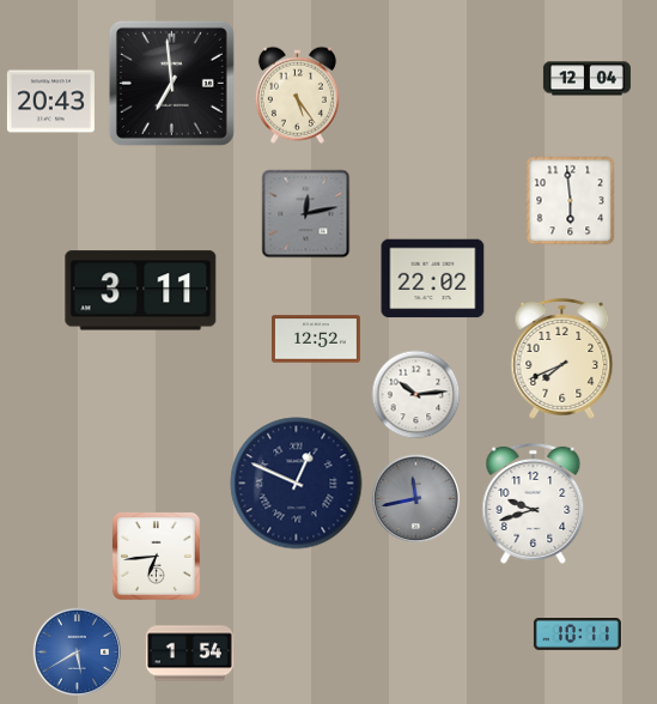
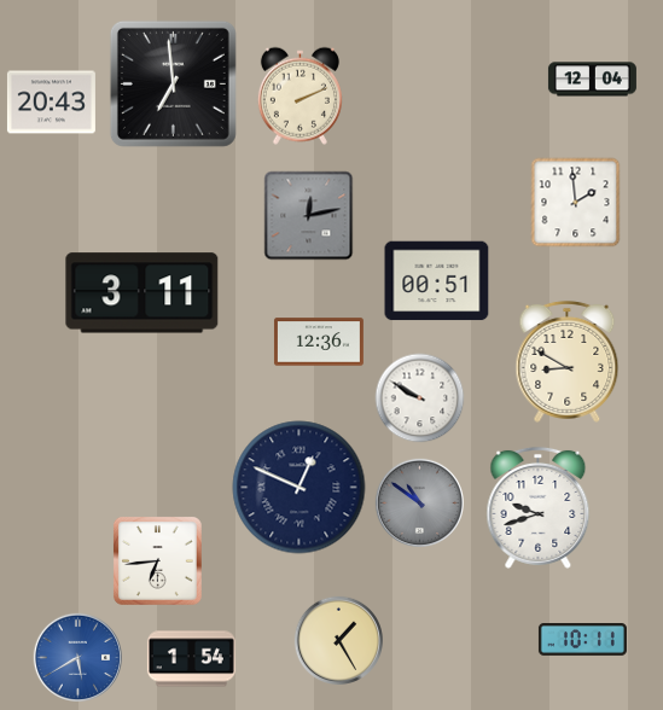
clock at (297, 95): 5:24 -> 2:11
clock at (571, 201): 5:59 -> 1:59
clock at (433, 279): 22:02 -> 00:51
clock at (316, 339): 12:52 -> 12:36
clock at (562, 358): 7:41 -> 8:50
clock at (416, 395): 10:14 -> 9:50
clock at (415, 498): 11:43 -> 10:51
clock at (338, 640): none -> 1:25
